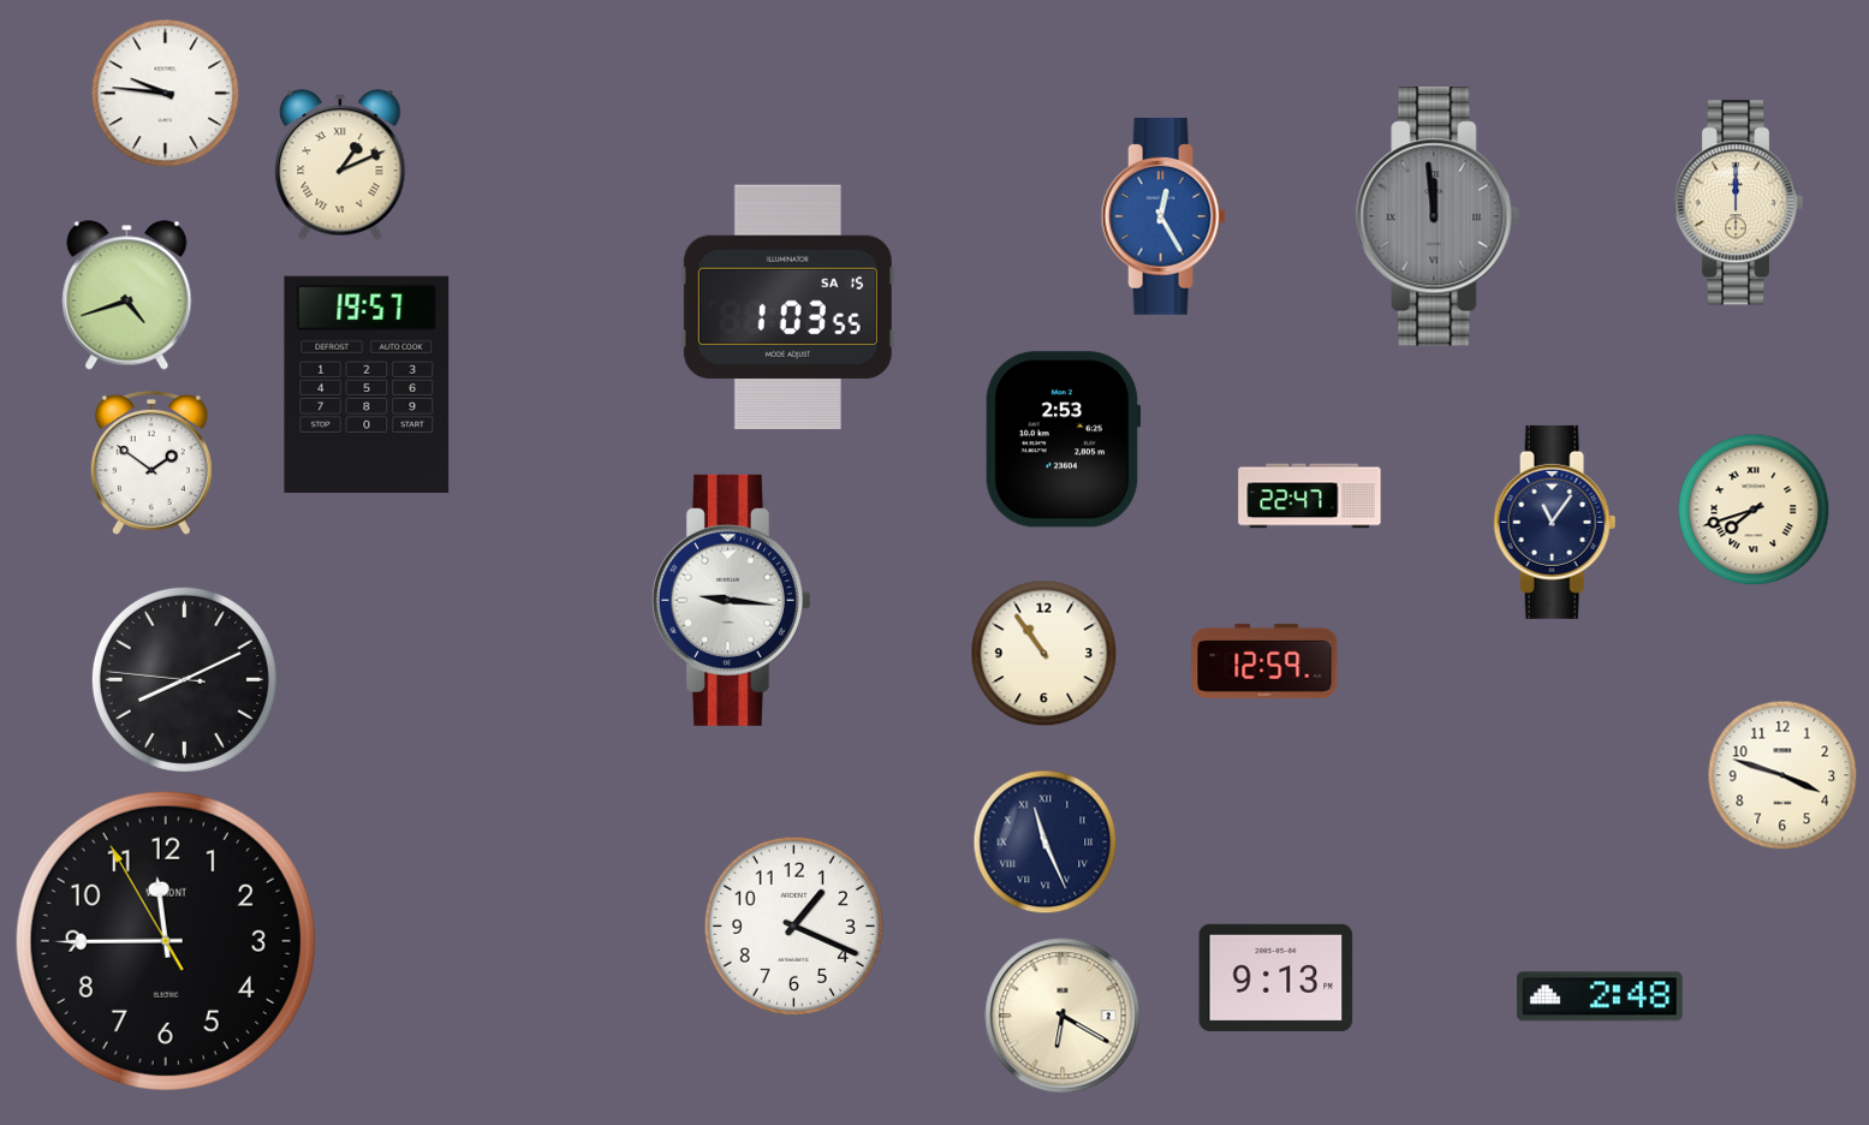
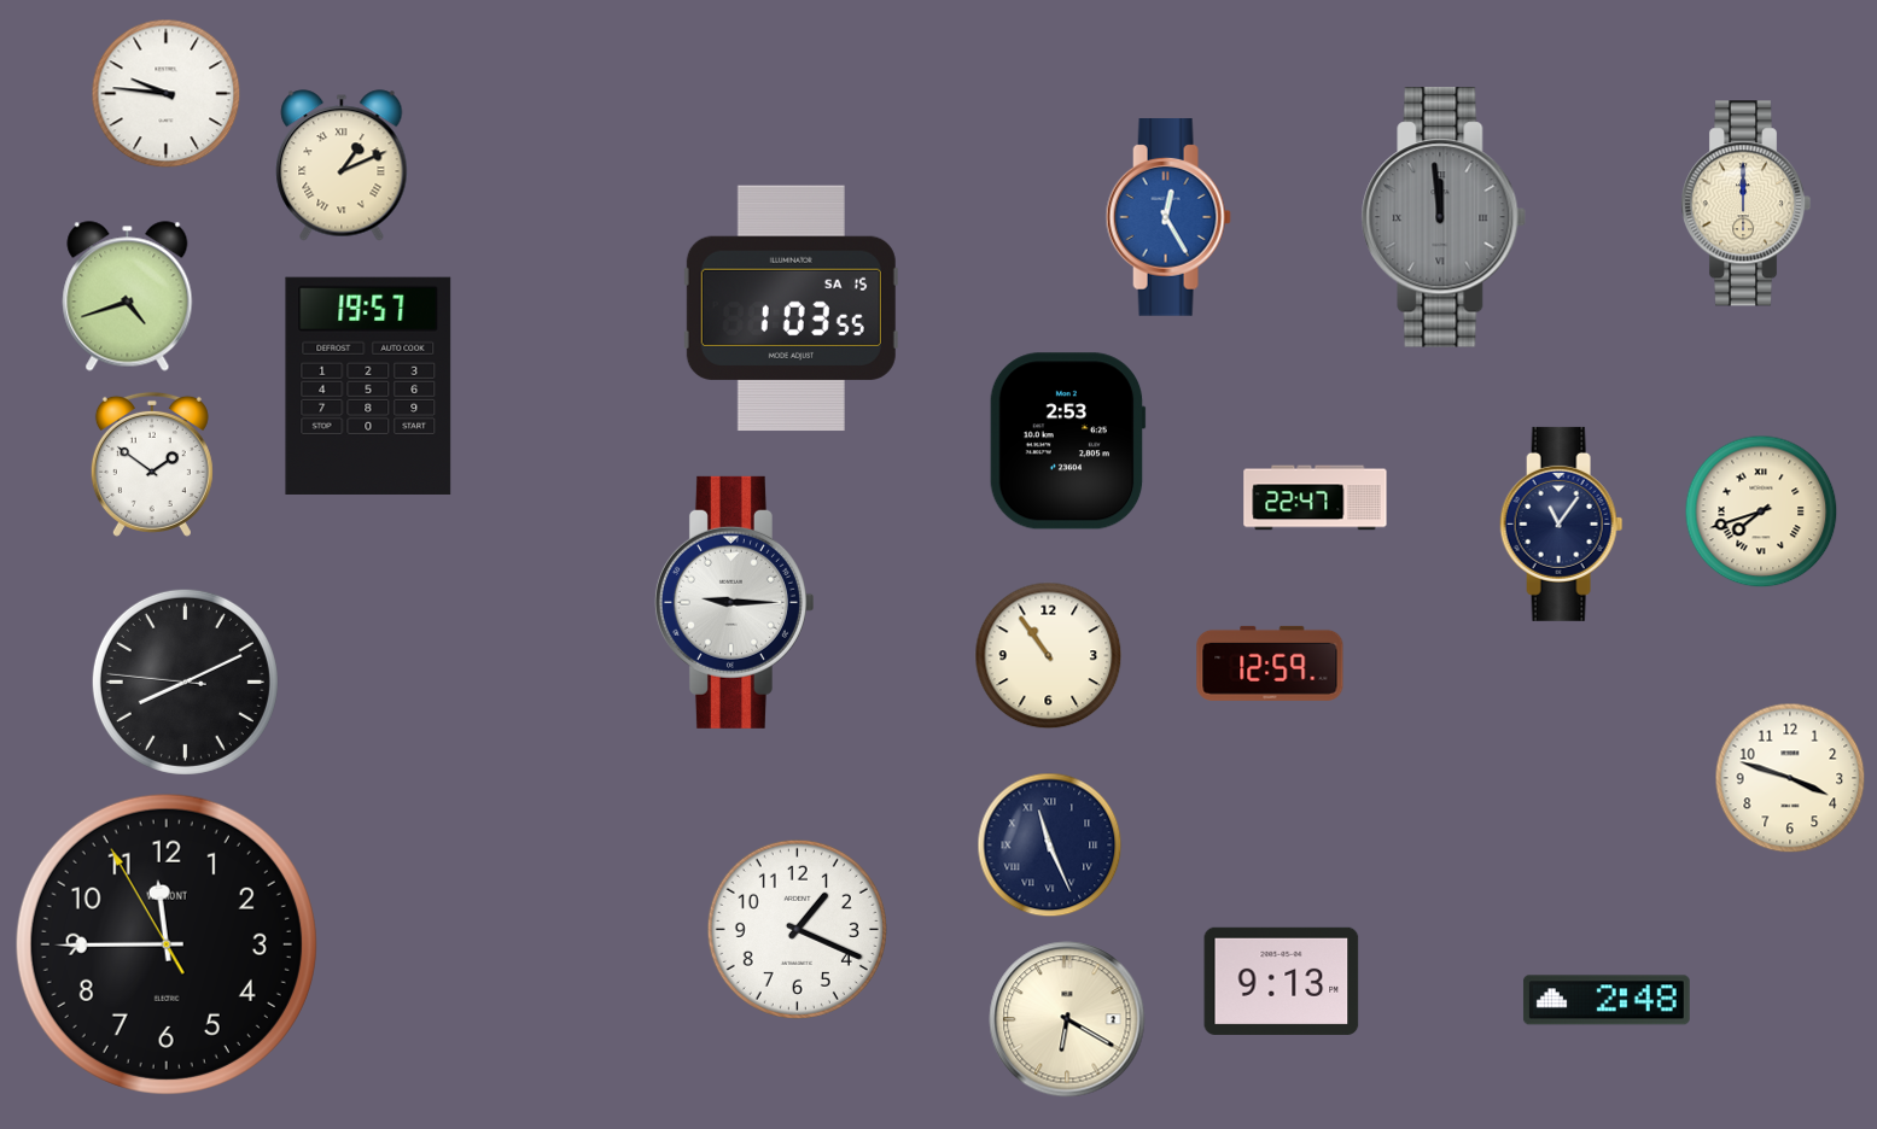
clock at (731, 600): 9:16 -> 9:15
